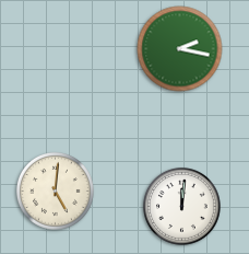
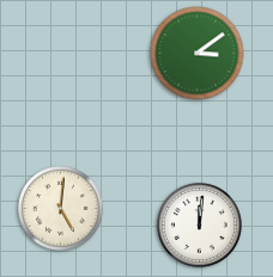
clock at (180, 49): 2:17 -> 3:09
